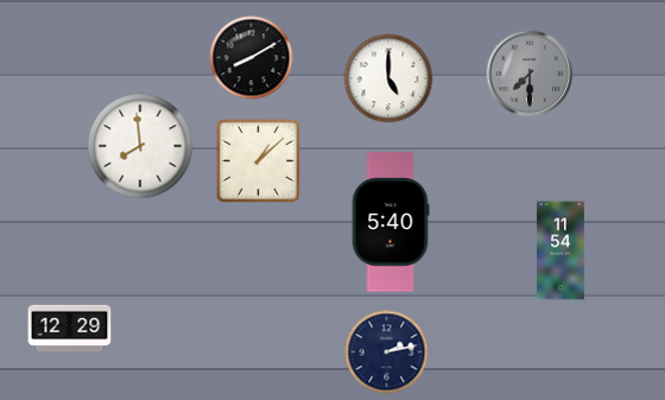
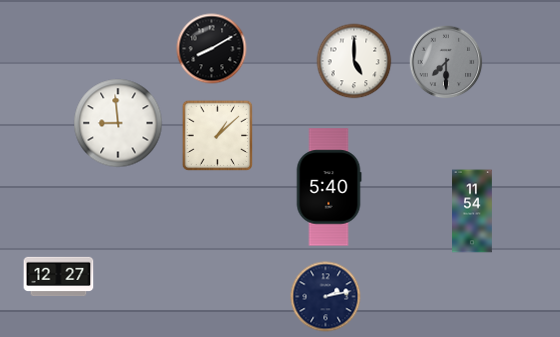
clock at (388, 78) position: (388, 78) -> (354, 61)
clock at (140, 146): 7:59 -> 8:59
clock at (70, 329): 12:29 -> 12:27
